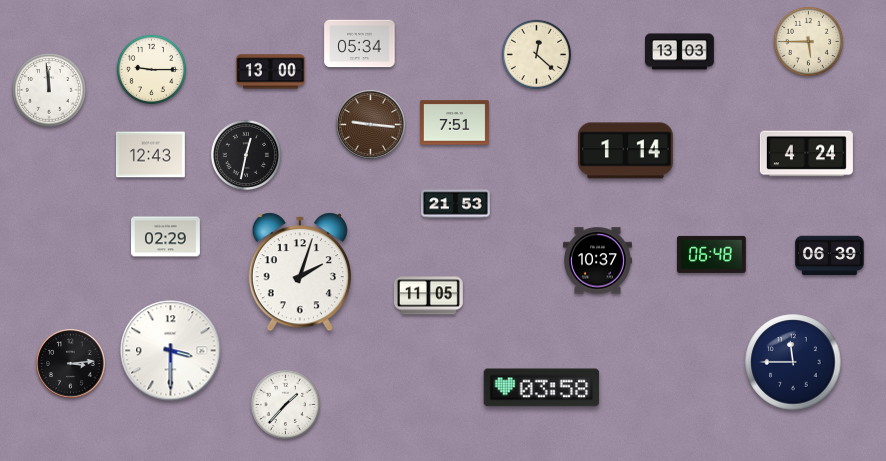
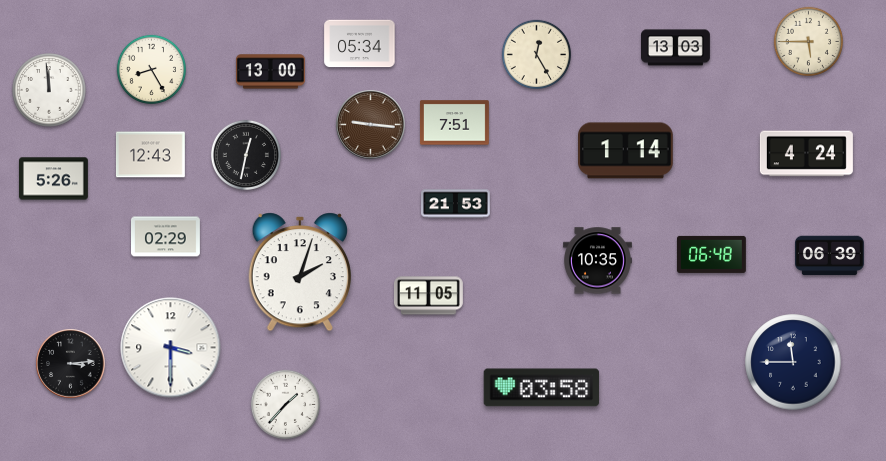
clock at (680, 52) position: (680, 52) -> (676, 48)
clock at (536, 54): 12:22 -> 12:25
clock at (151, 69): 9:15 -> 8:25
clock at (54, 179): none -> 5:26
clock at (598, 261): 10:37 -> 10:35
clock at (171, 351) position: (171, 351) -> (171, 348)
